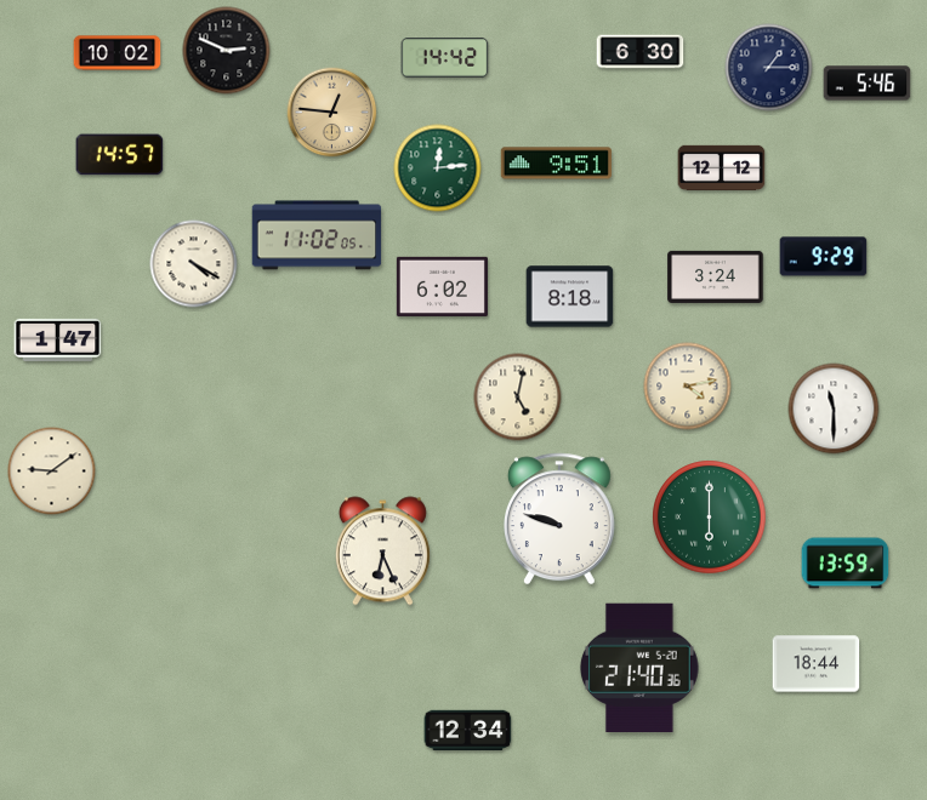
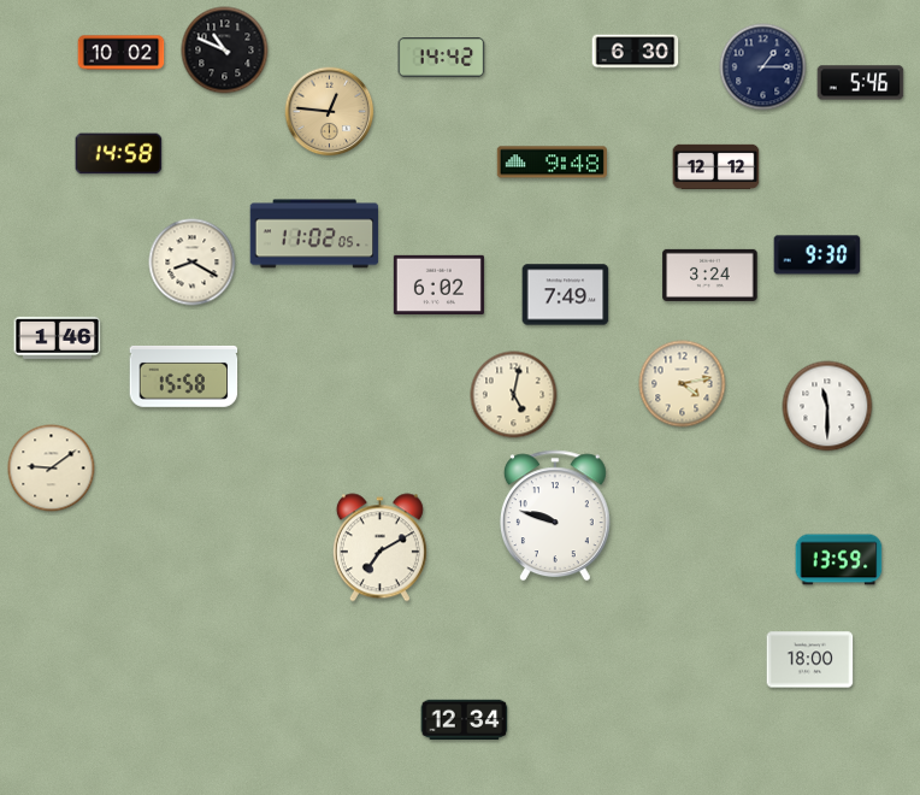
clock at (227, 51): 2:49 -> 10:49
clock at (118, 53) position: (118, 53) -> (122, 53)
clock at (120, 155): 14:57 -> 14:58
clock at (556, 164): 9:51 -> 9:48
clock at (438, 168): 12:14 -> none
clock at (824, 257): 9:29 -> 9:30
clock at (194, 264): 4:20 -> 8:20
clock at (570, 297): 8:18 -> 7:49
clock at (58, 339): 1:47 -> 1:46
clock at (184, 376): none -> 15:58
clock at (710, 518): 6:00 -> none
clock at (382, 552): 6:26 -> 7:10
clock at (817, 664): 18:44 -> 18:00
clock at (641, 667): 21:40 -> none
clock at (468, 731) position: (468, 731) -> (465, 720)
